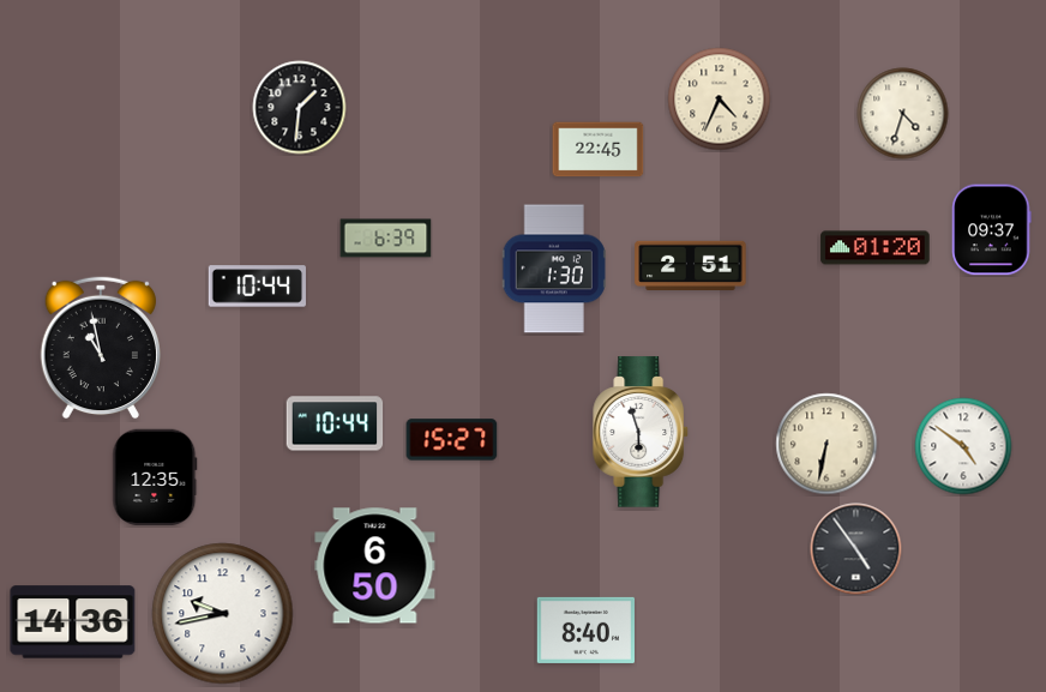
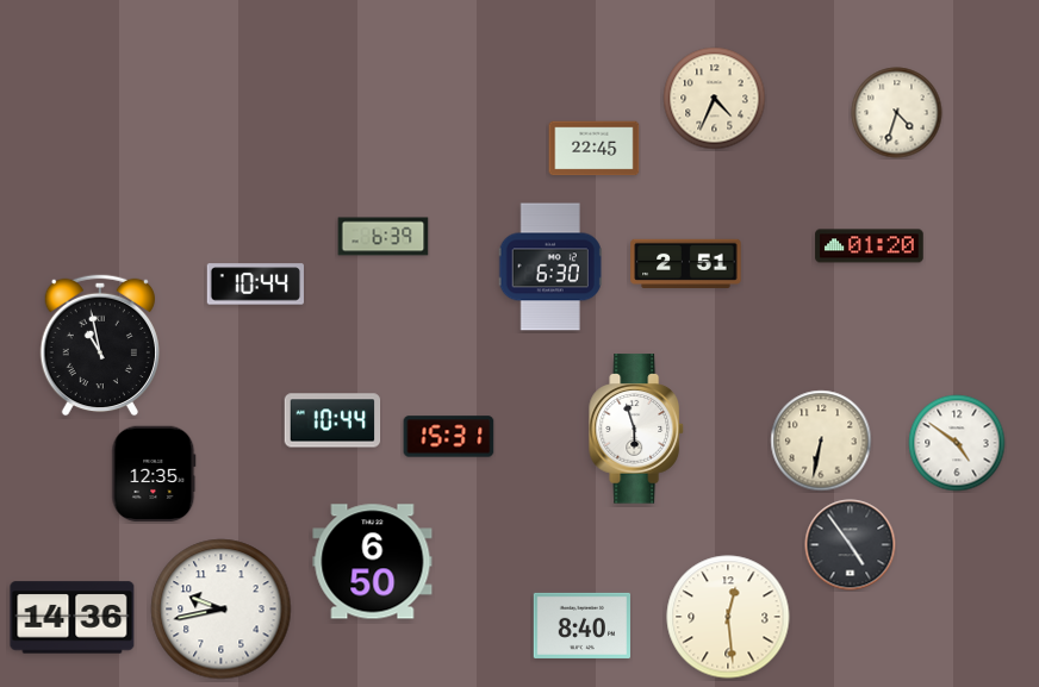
clock at (300, 108): 1:31 -> none
clock at (992, 230): 09:37 -> none
clock at (554, 269): 1:30 -> 6:30
clock at (452, 440): 15:27 -> 15:31
clock at (728, 617): none -> 12:29
